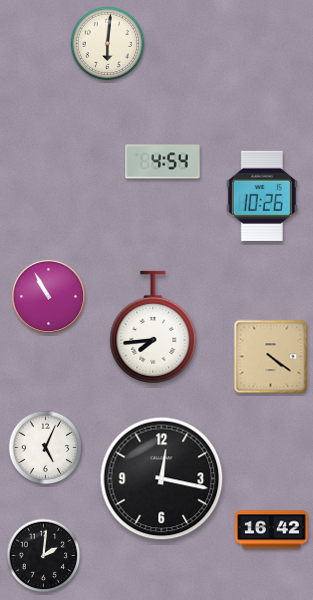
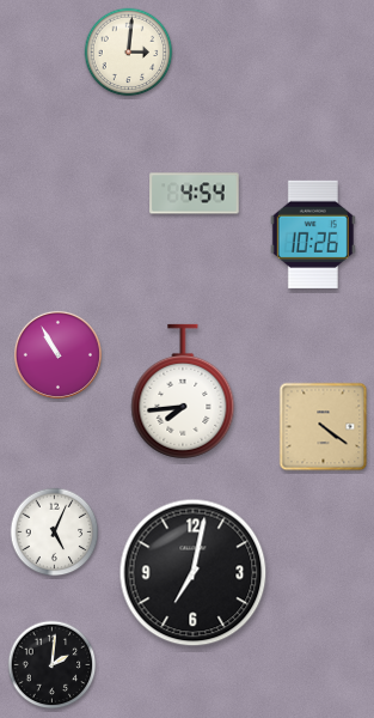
clock at (108, 44): 6:01 -> 3:01
clock at (46, 448) position: (46, 448) -> (55, 533)
clock at (162, 479): 12:17 -> 7:02
clock at (272, 530): 16:42 -> none
